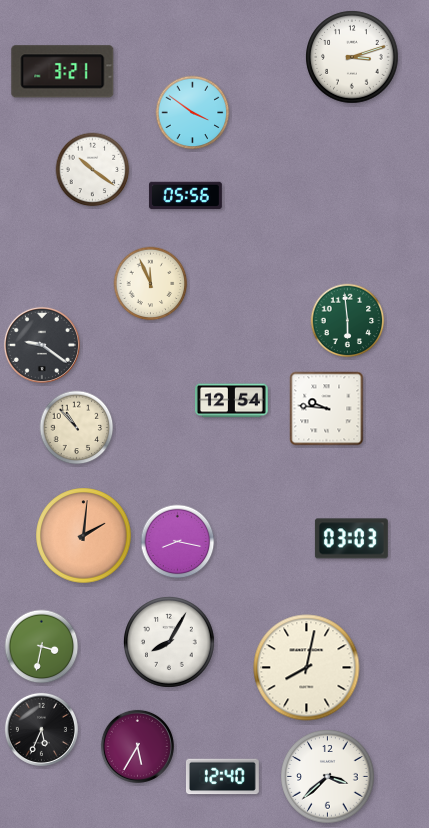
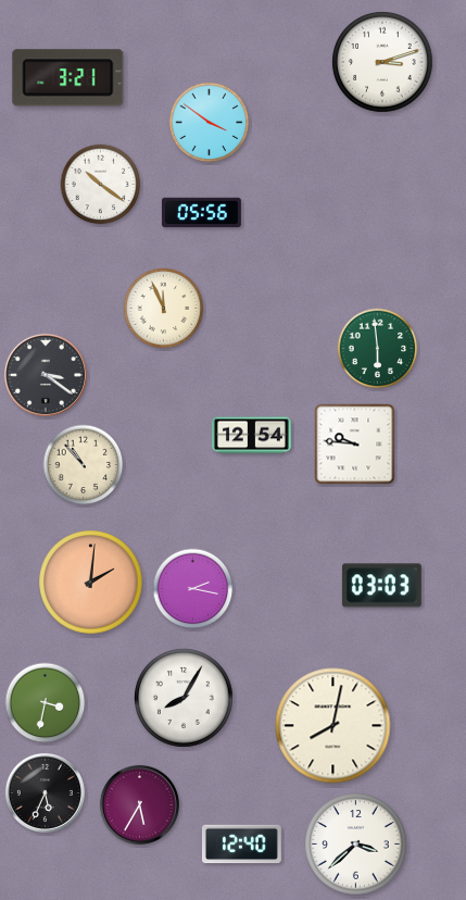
clock at (42, 345): 9:21 -> 3:21
clock at (178, 542): 8:17 -> 2:17
clock at (137, 746) position: (137, 746) -> (139, 804)
